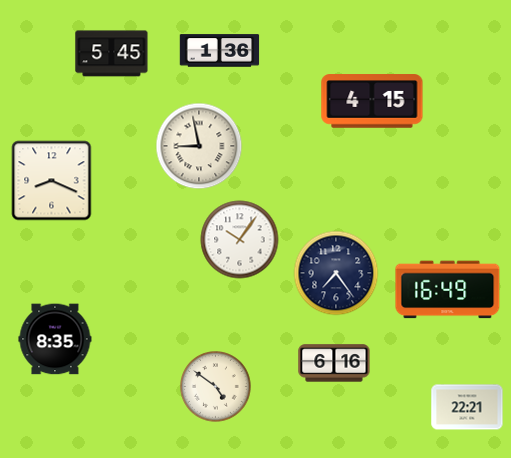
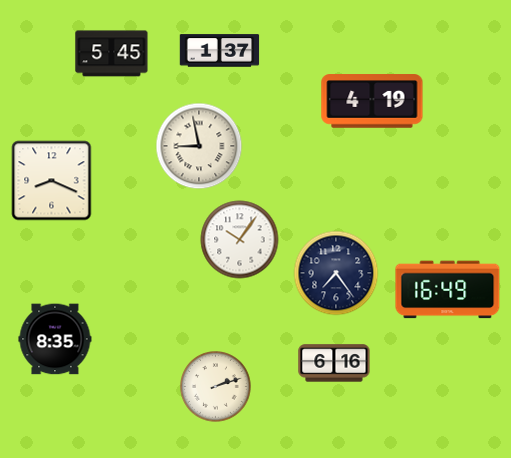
clock at (220, 51): 1:36 -> 1:37
clock at (372, 101): 4:15 -> 4:19
clock at (216, 387): 4:51 -> 2:12
clock at (467, 407): 22:21 -> none
